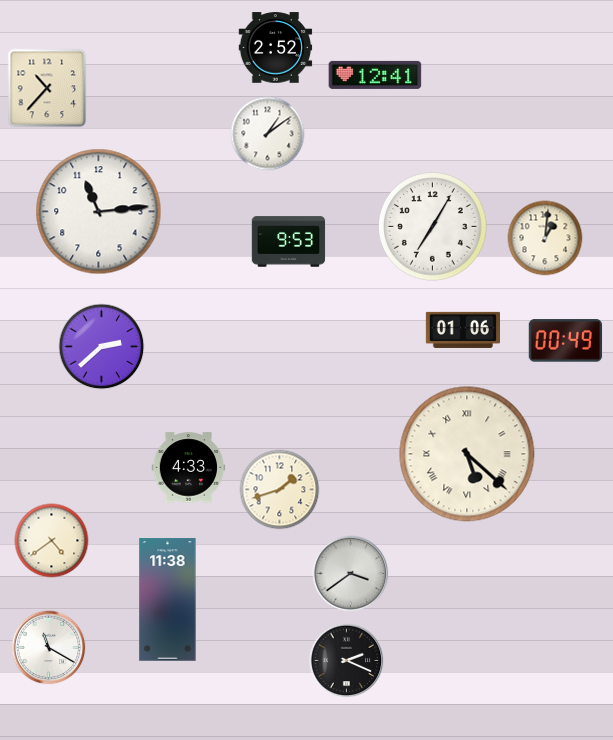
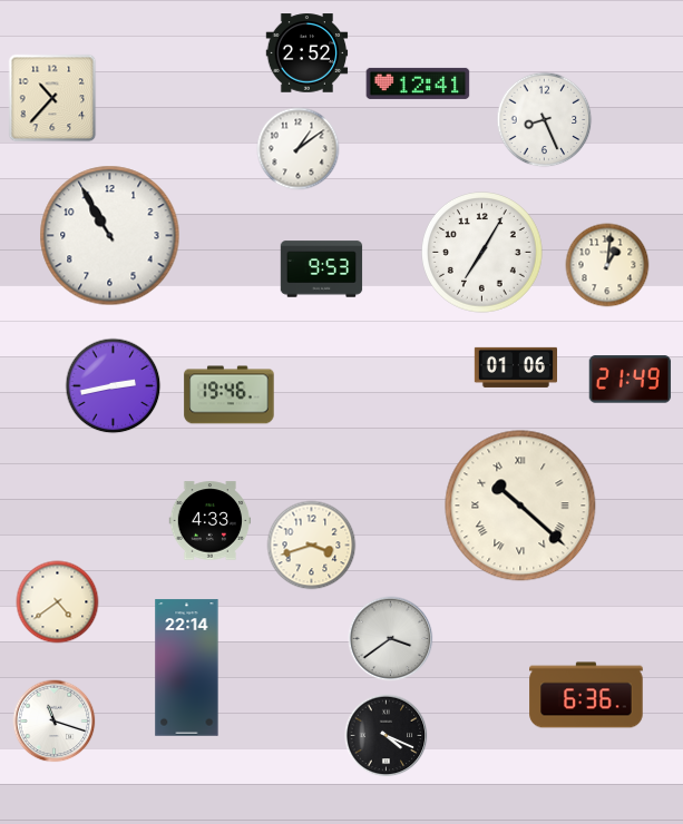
clock at (545, 120): none -> 8:26
clock at (99, 212): 11:14 -> 10:55
clock at (566, 341): 00:49 -> 21:49
clock at (102, 347): 2:38 -> 2:43
clock at (230, 395): none -> 19:46
clock at (467, 454): 5:22 -> 10:22
clock at (280, 490): 1:42 -> 3:42
clock at (168, 600): 11:38 -> 22:14
clock at (586, 695): none -> 6:36
clock at (49, 648): 11:20 -> 11:18
clock at (347, 661): 2:19 -> 4:19
